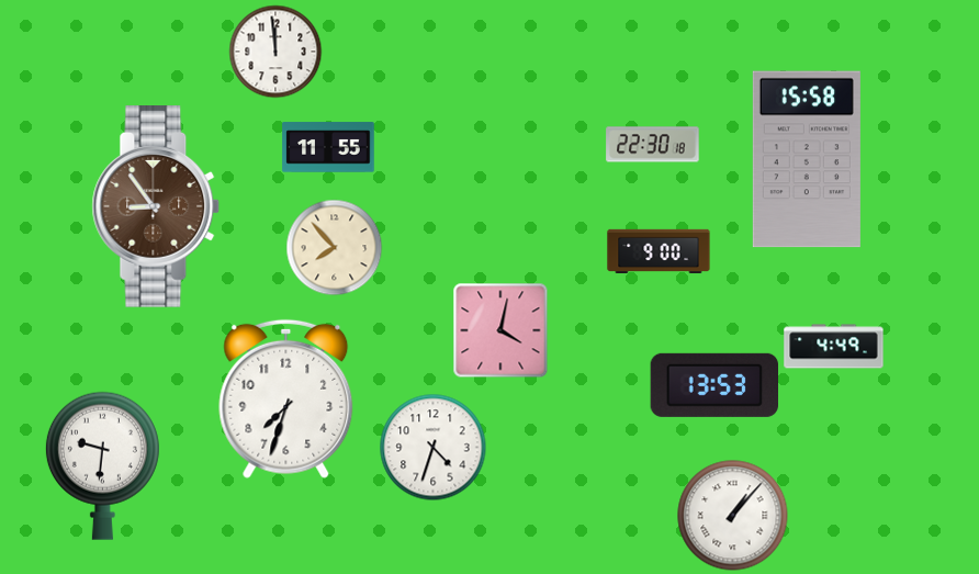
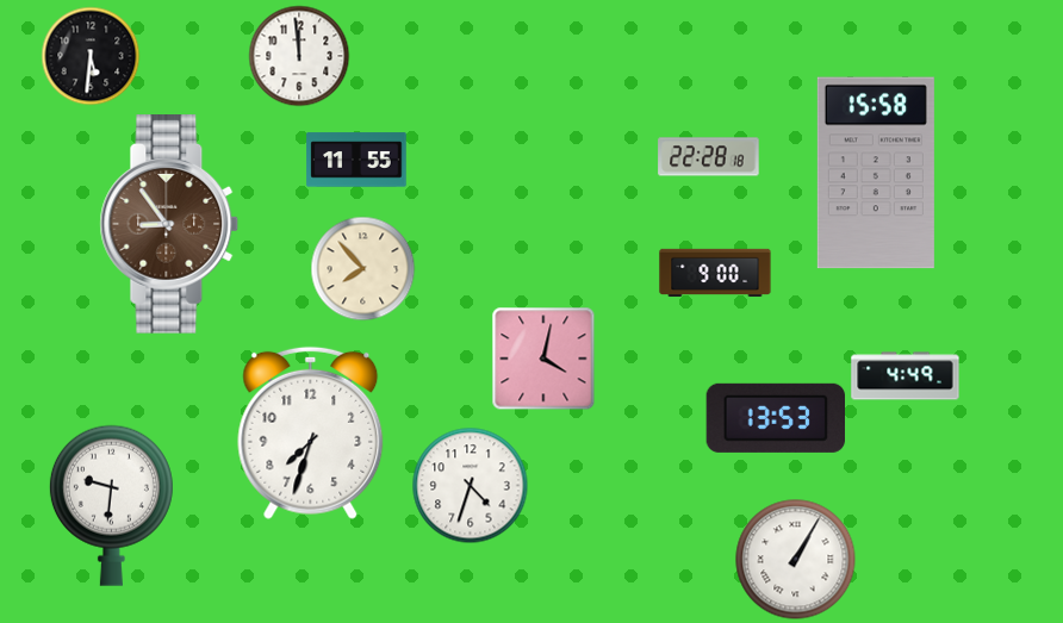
clock at (91, 56): none -> 5:31
clock at (653, 145): 22:30 -> 22:28
clock at (733, 516): 1:07 -> 1:05
